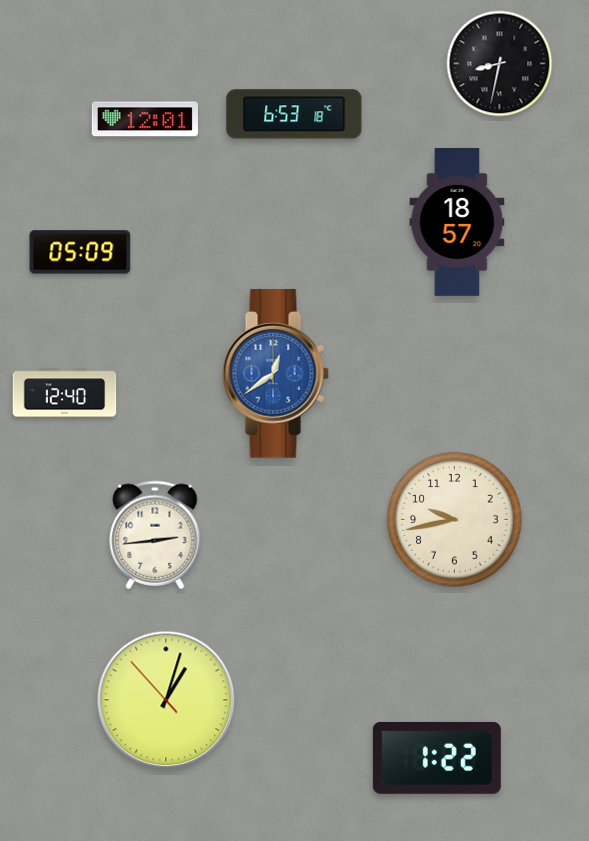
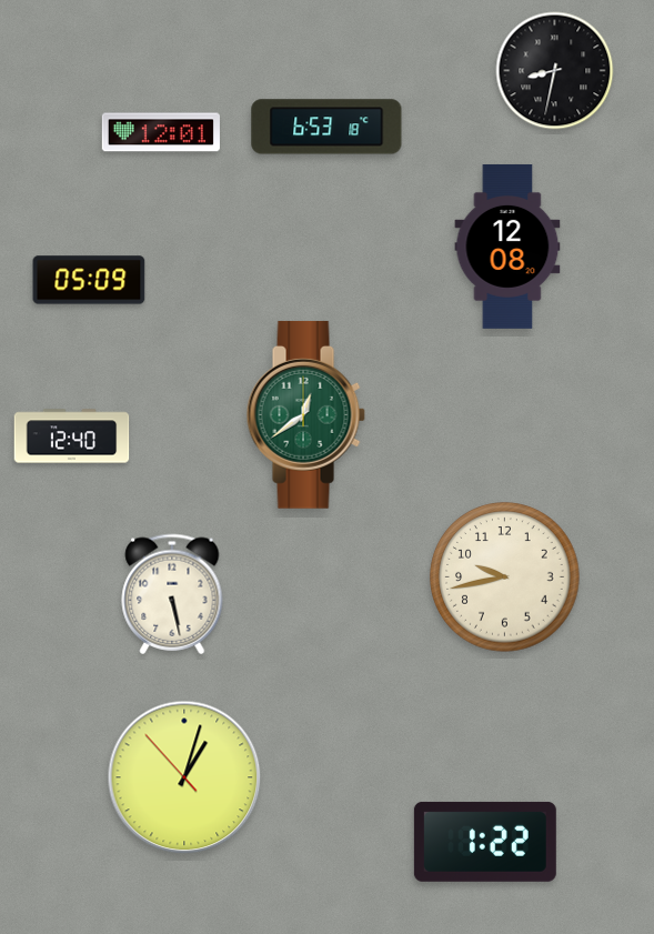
clock at (457, 222): 18:57 -> 12:08
clock at (275, 373) dial: blue -> green
clock at (155, 535): 2:44 -> 5:28
